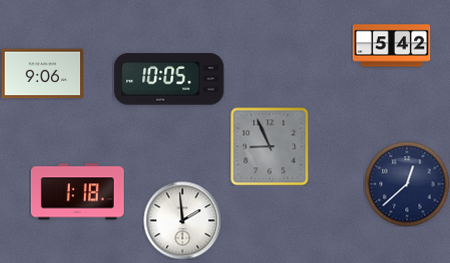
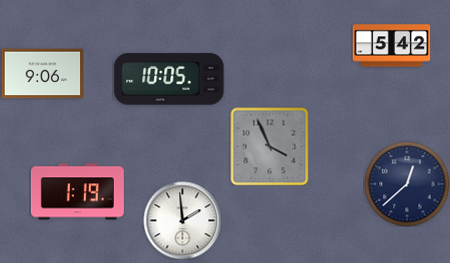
clock at (269, 146): 8:56 -> 3:56
clock at (77, 192): 1:18 -> 1:19
